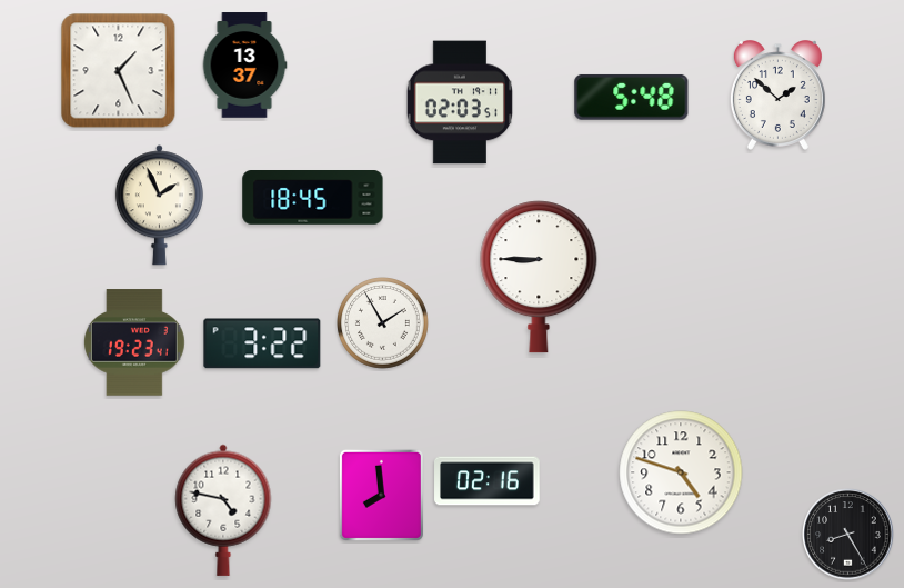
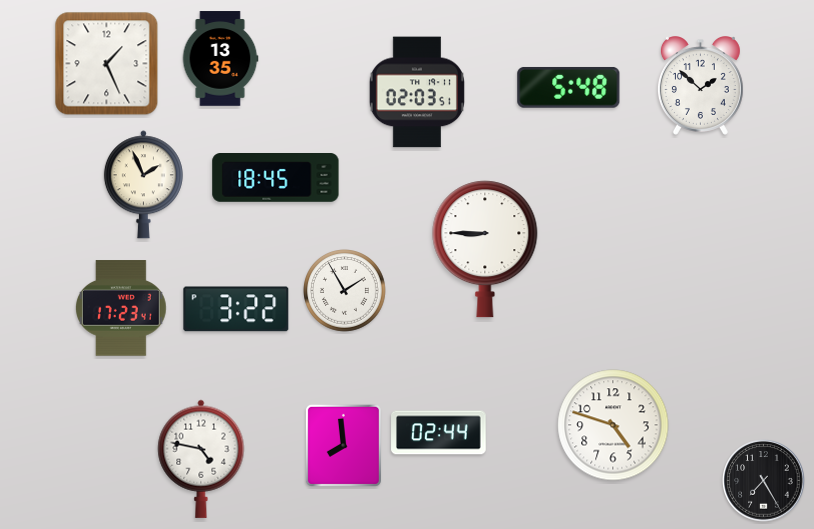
clock at (244, 66): 13:37 -> 13:35
clock at (460, 102) position: (460, 102) -> (417, 92)
clock at (313, 198) position: (313, 198) -> (276, 178)
clock at (135, 342): 19:23 -> 17:23
clock at (488, 481): 02:16 -> 02:44
clock at (848, 535): 8:25 -> 7:25
